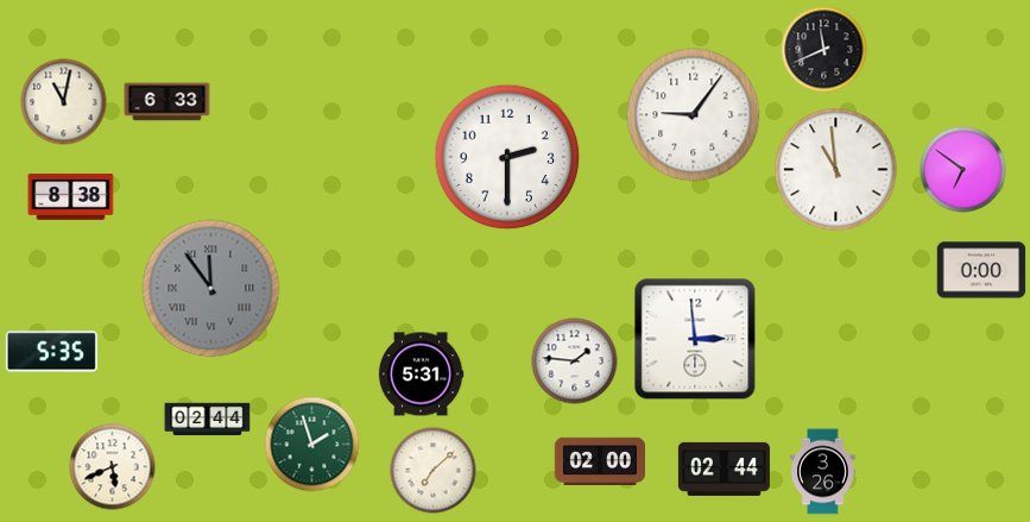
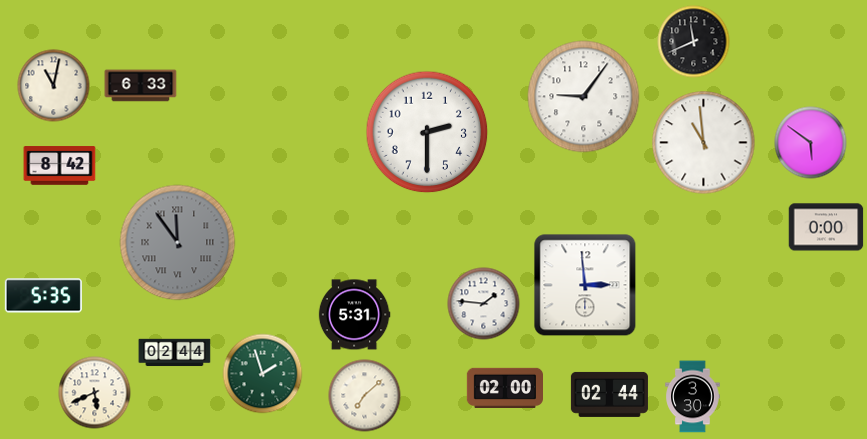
clock at (963, 170): 6:51 -> 5:51
clock at (71, 197): 8:38 -> 8:42
clock at (823, 472): 3:26 -> 3:30
